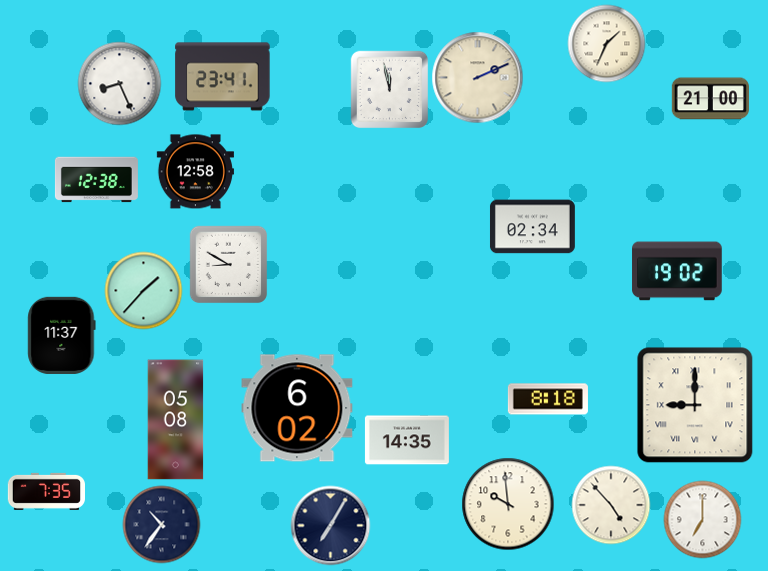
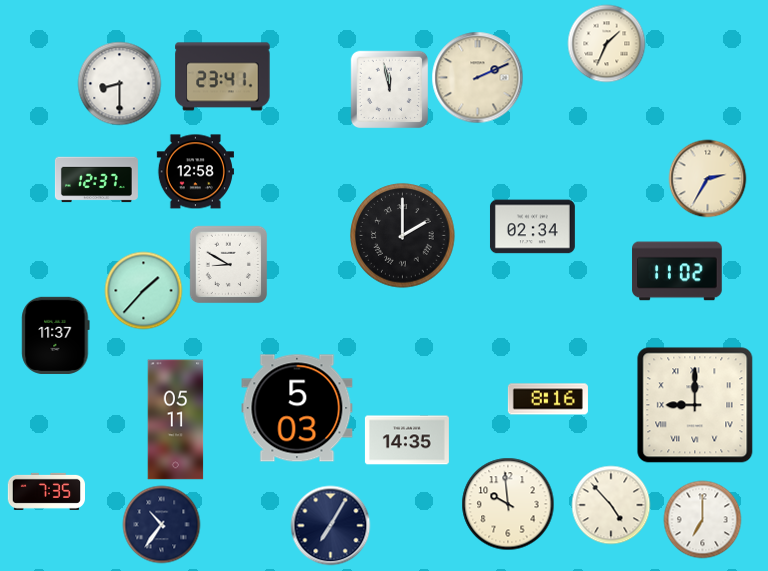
clock at (119, 83): 8:26 -> 8:30
clock at (710, 99): 21:00 -> none
clock at (707, 178): none -> 2:35
clock at (96, 180): 12:38 -> 12:37
clock at (403, 236): none -> 2:00
clock at (677, 271): 19:02 -> 11:02
clock at (62, 335) position: (62, 335) -> (56, 335)
clock at (548, 399): 8:18 -> 8:16
clock at (297, 408): 6:02 -> 5:03
clock at (176, 420): 05:08 -> 05:11
